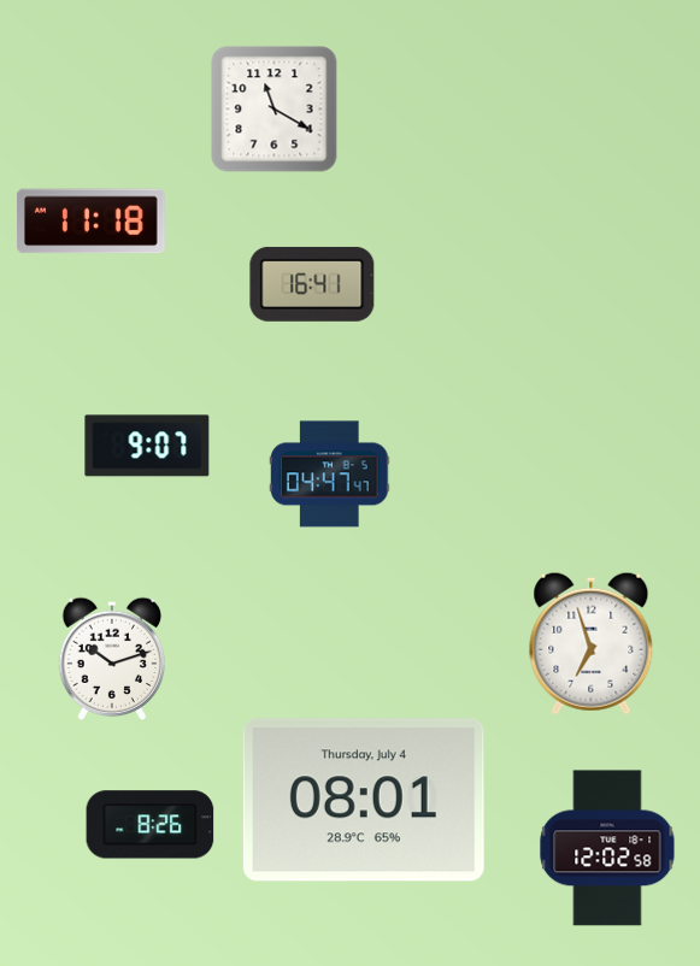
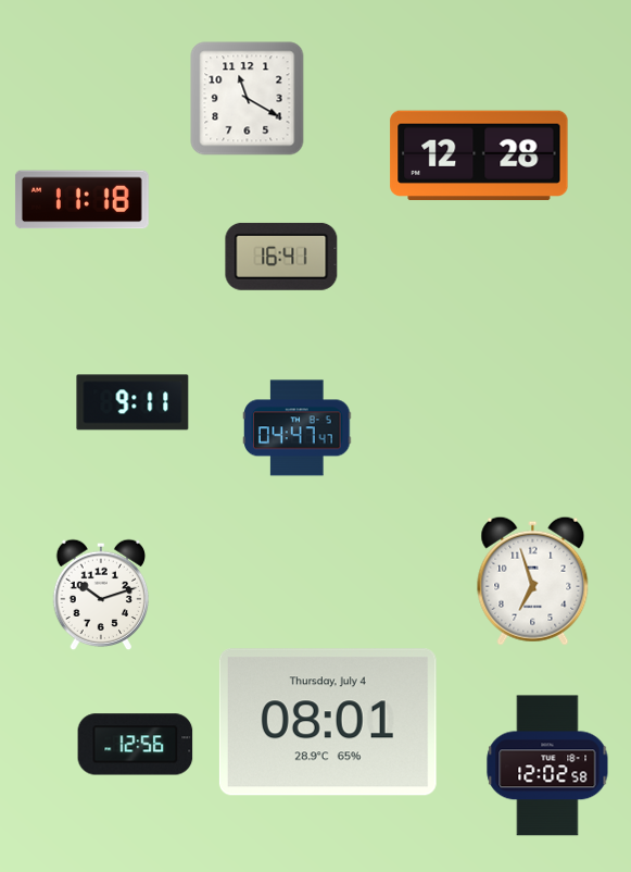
clock at (479, 155): none -> 12:28
clock at (147, 446): 9:07 -> 9:11
clock at (151, 825): 8:26 -> 12:56
